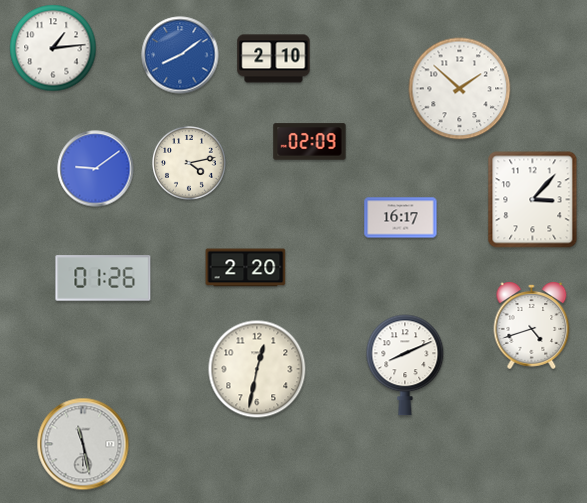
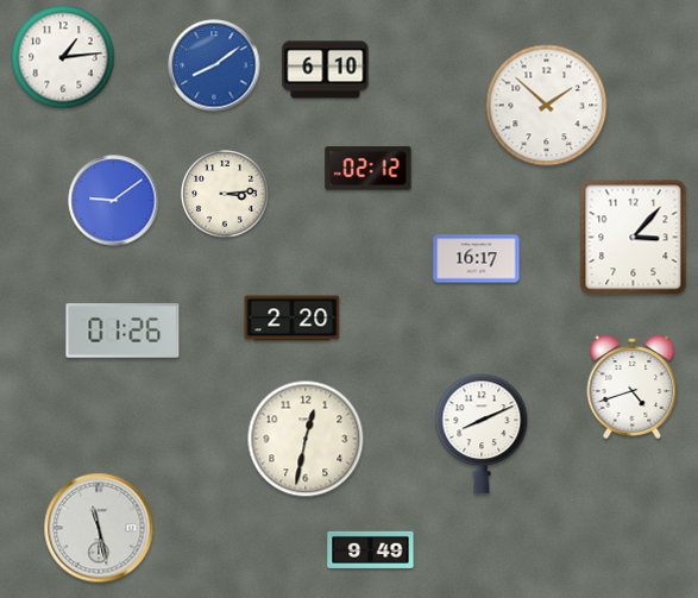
clock at (274, 59): 2:10 -> 6:10
clock at (310, 142): 02:09 -> 02:12
clock at (190, 164): 4:13 -> 3:14
clock at (371, 549): none -> 9:49
